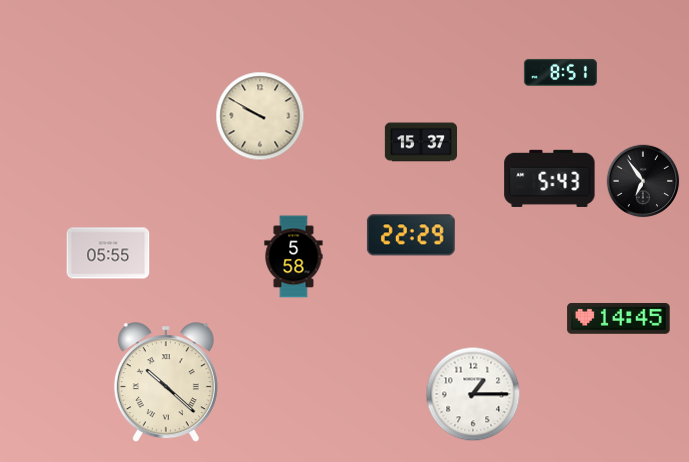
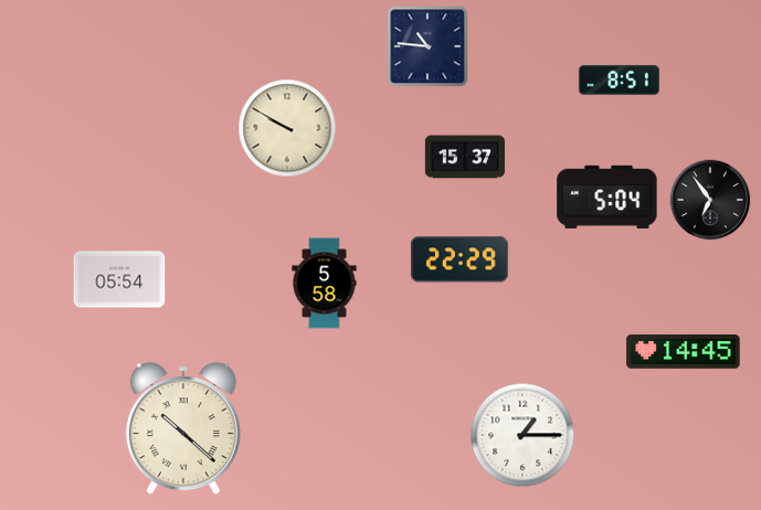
clock at (427, 46): none -> 10:46
clock at (550, 178): 5:43 -> 5:04
clock at (411, 235) position: (411, 235) -> (459, 259)
clock at (108, 253): 05:55 -> 05:54
clock at (166, 383) position: (166, 383) -> (183, 429)
